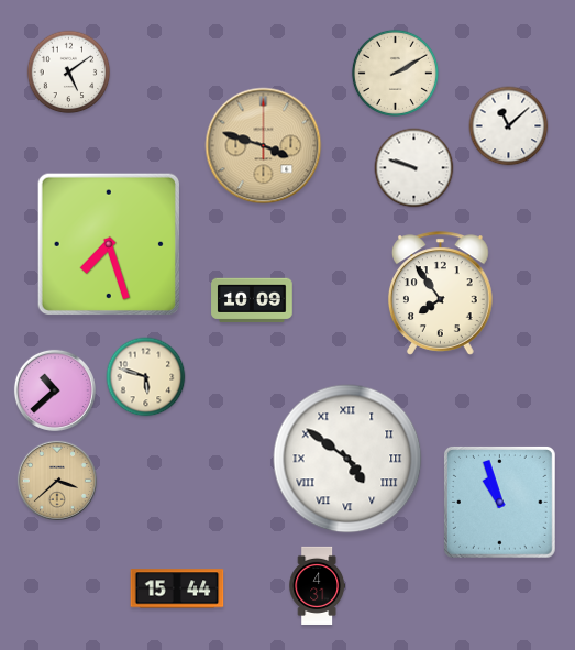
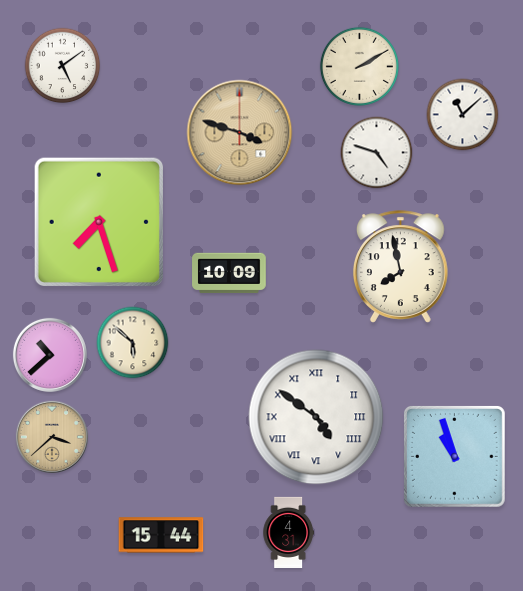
clock at (414, 168): 9:48 -> 4:48
clock at (440, 294): 7:54 -> 7:58
clock at (146, 377): 5:48 -> 5:52
